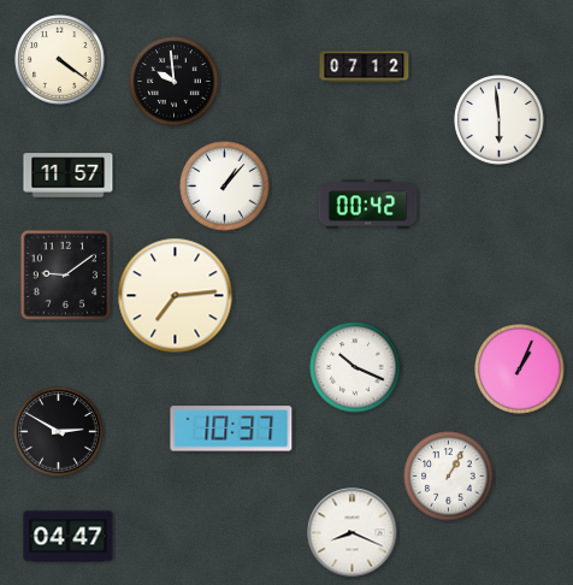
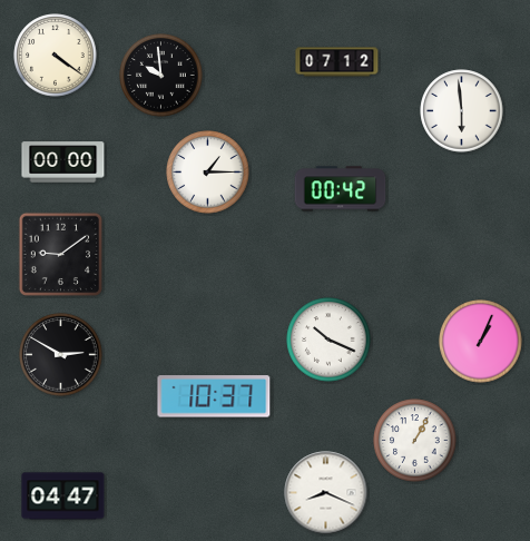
clock at (69, 176): 11:57 -> 00:00
clock at (225, 187): 1:07 -> 1:15
clock at (176, 296): 7:14 -> none
clock at (59, 432) position: (59, 432) -> (61, 355)
